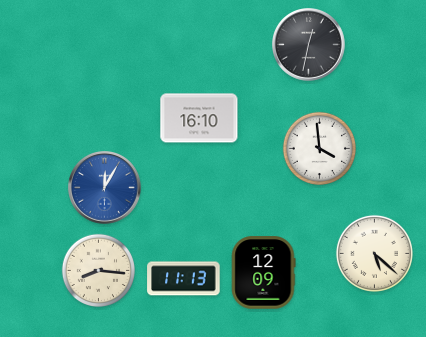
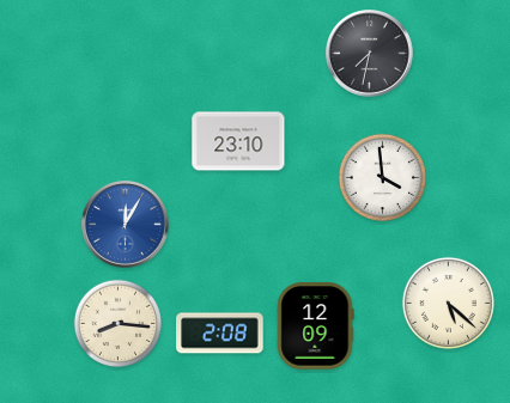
clock at (309, 45): 12:32 -> 7:32
clock at (199, 118): 16:10 -> 23:10
clock at (184, 279): 11:13 -> 2:08
